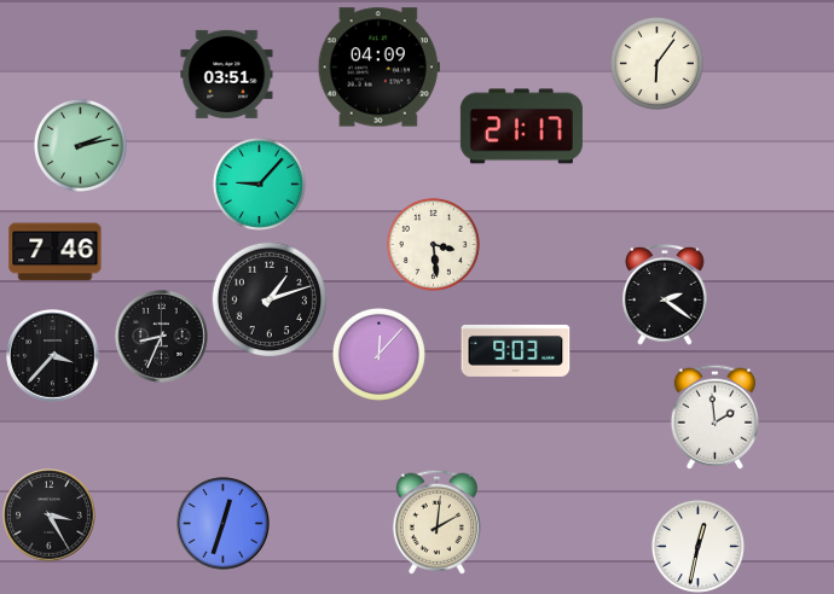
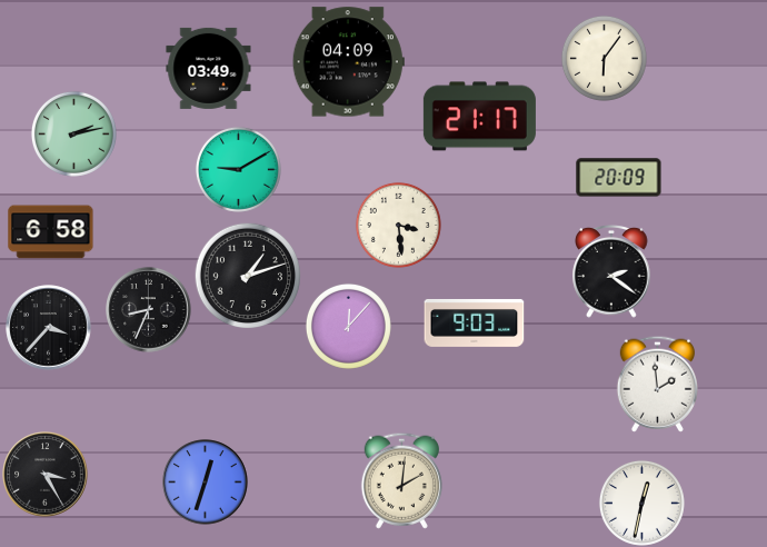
clock at (227, 74): 03:51 -> 03:49
clock at (259, 184): 9:07 -> 9:10
clock at (619, 178): none -> 20:09
clock at (56, 252): 7:46 -> 6:58
